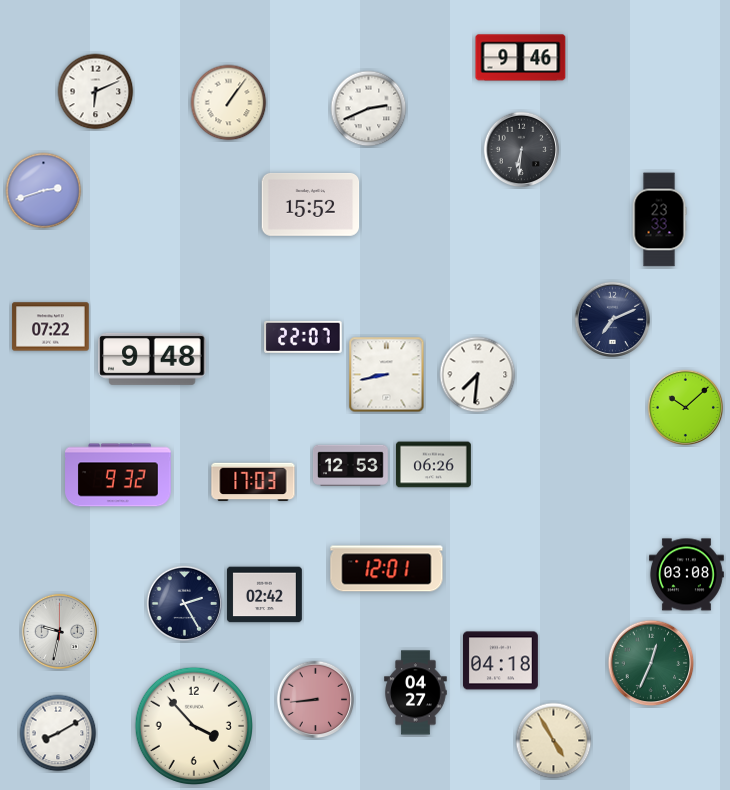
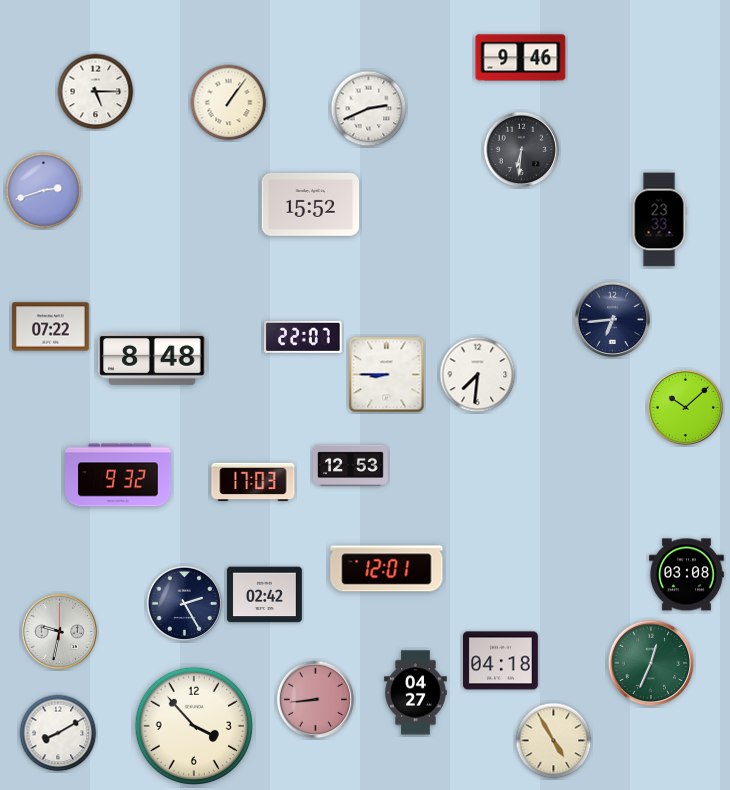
clock at (96, 92): 6:11 -> 5:15
clock at (612, 319): 7:11 -> 6:44
clock at (152, 359): 9:48 -> 8:48
clock at (387, 375): 8:43 -> 8:45
clock at (434, 465): 06:26 -> none
